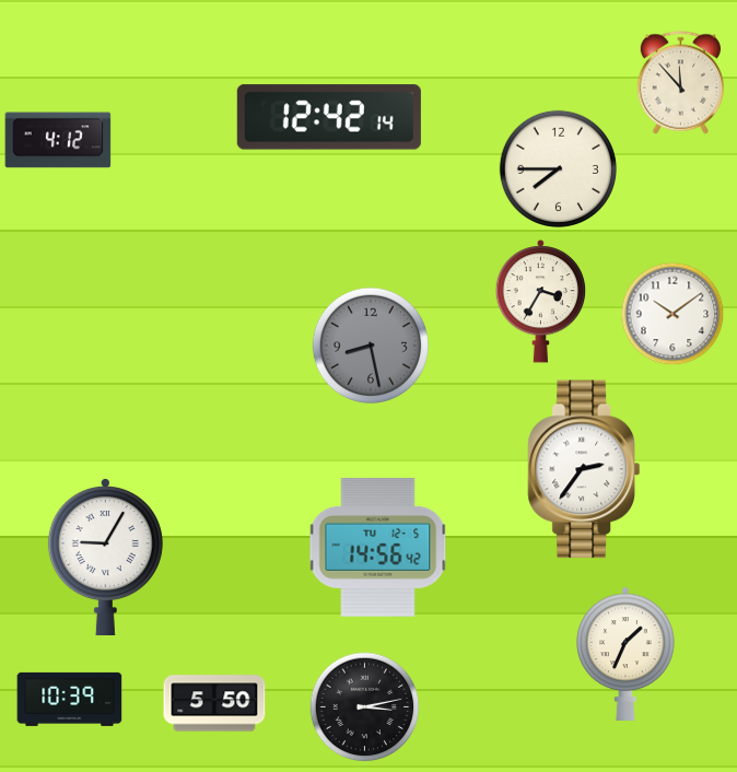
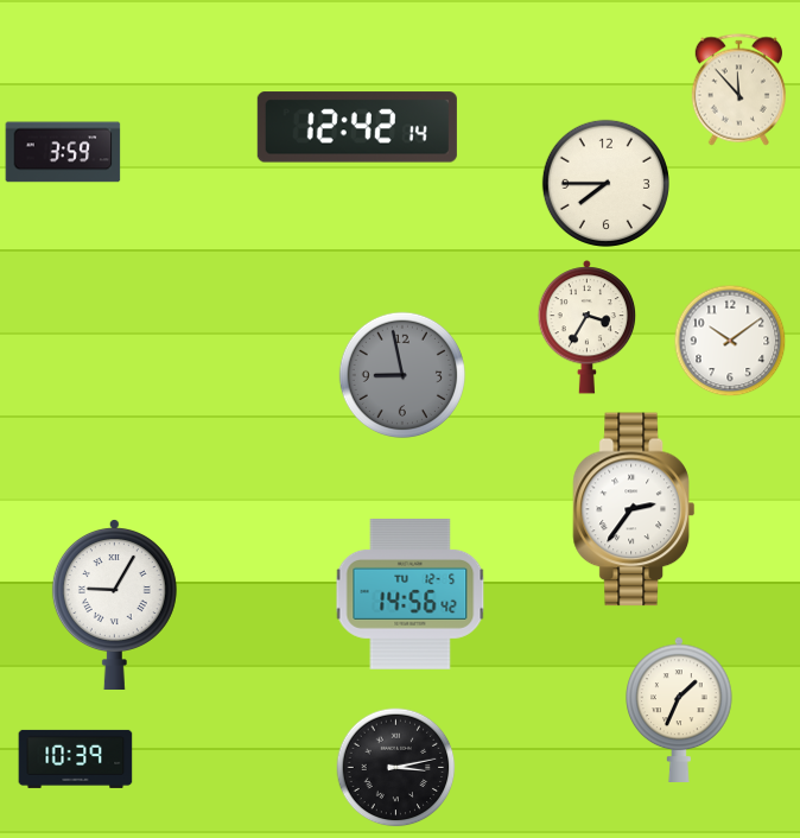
clock at (58, 140): 4:12 -> 3:59
clock at (370, 344): 8:28 -> 8:58
clock at (214, 703): 5:50 -> none
